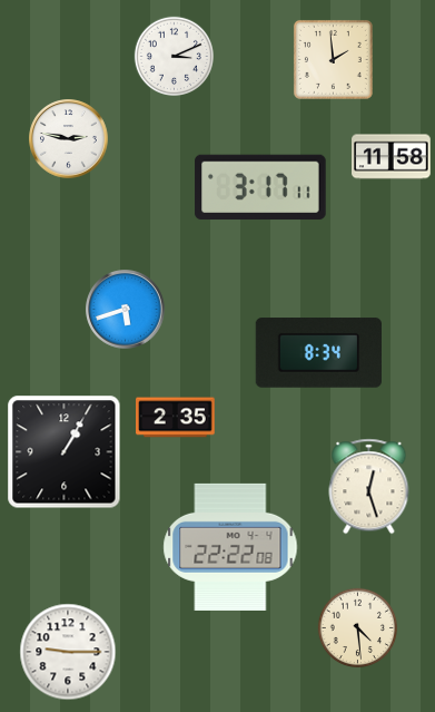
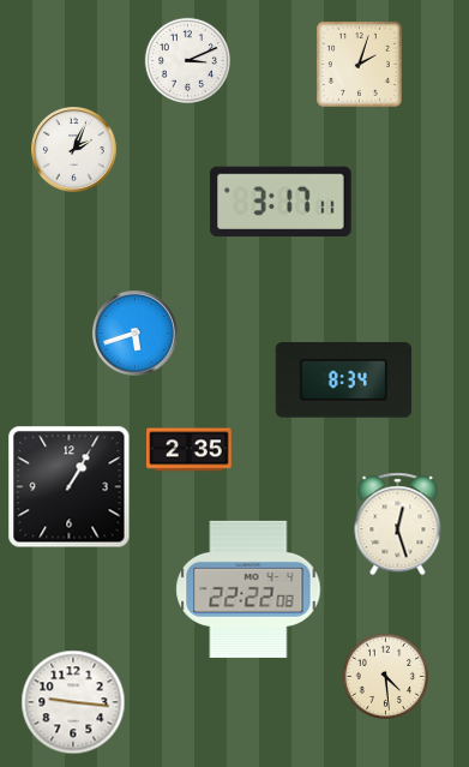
clock at (333, 59): 1:59 -> 2:03
clock at (69, 139): 2:47 -> 2:04
clock at (392, 157): 11:58 -> none
clock at (68, 652): 9:15 -> 9:16
